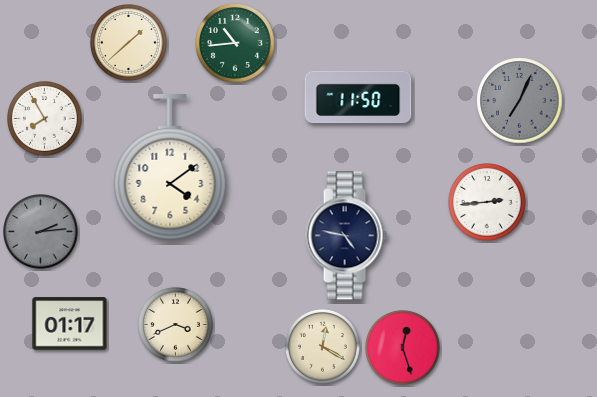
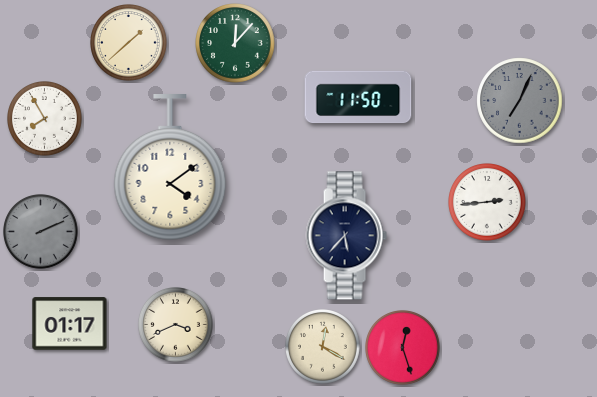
clock at (235, 43): 10:44 -> 12:07
clock at (41, 232): 2:14 -> 2:11
clock at (346, 236): 4:47 -> 5:37
